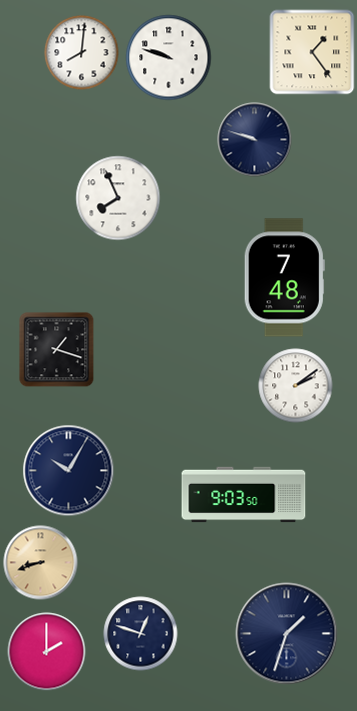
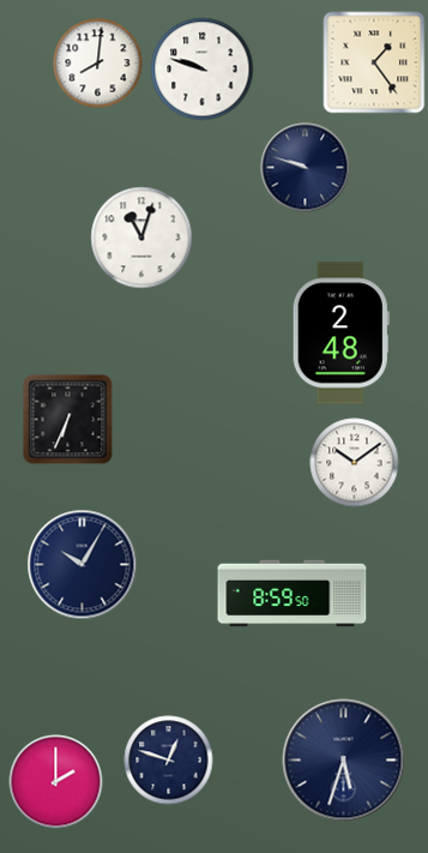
clock at (118, 198): 7:56 -> 11:03
clock at (284, 278): 7:48 -> 2:48
clock at (57, 350): 1:18 -> 6:34
clock at (296, 386): 2:09 -> 10:09
clock at (244, 495): 9:03 -> 8:59
clock at (41, 563): 8:42 -> none
clock at (287, 634): 1:33 -> 5:33
